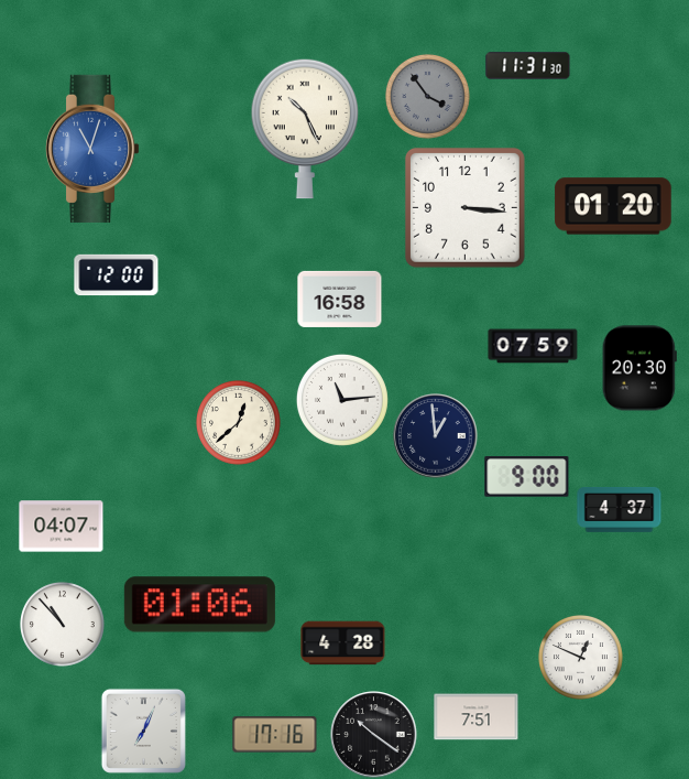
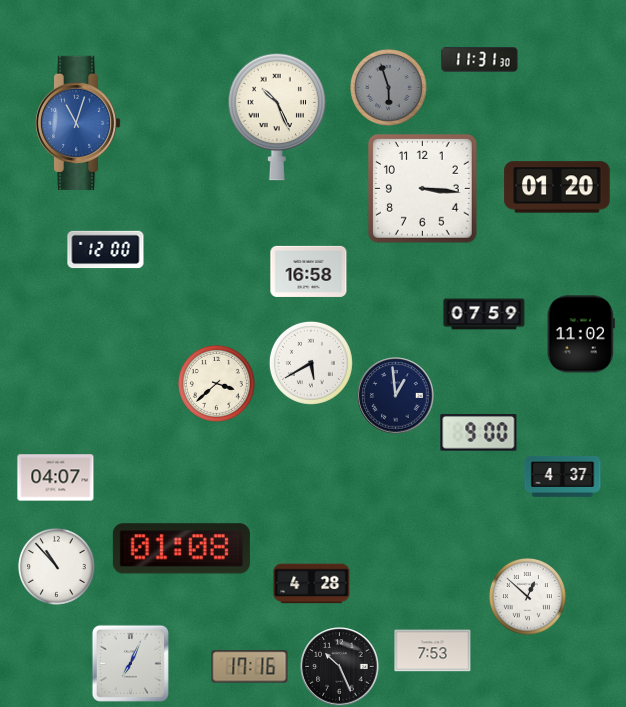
clock at (427, 96): 3:54 -> 5:57
clock at (92, 149) position: (92, 149) -> (78, 123)
clock at (639, 368): 20:30 -> 11:02
clock at (342, 400): 11:14 -> 5:40
clock at (238, 422): 12:38 -> 3:38
clock at (620, 510) position: (620, 510) -> (563, 477)
clock at (199, 605): 01:06 -> 01:08
clock at (580, 657): 12:49 -> 12:52
clock at (477, 717): 7:51 -> 7:53
clock at (374, 735): 10:21 -> 10:26
